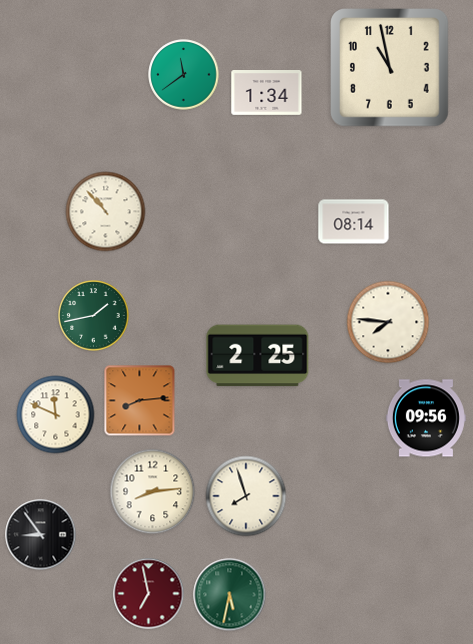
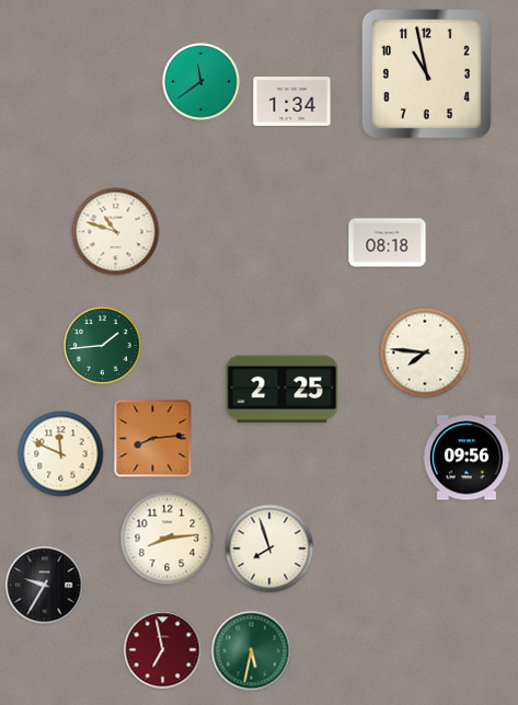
clock at (106, 212): 10:53 -> 10:48
clock at (354, 222): 08:14 -> 08:18
clock at (94, 316): 1:43 -> 1:44
clock at (246, 496) position: (246, 496) -> (269, 548)
clock at (41, 535): 8:54 -> 9:35
